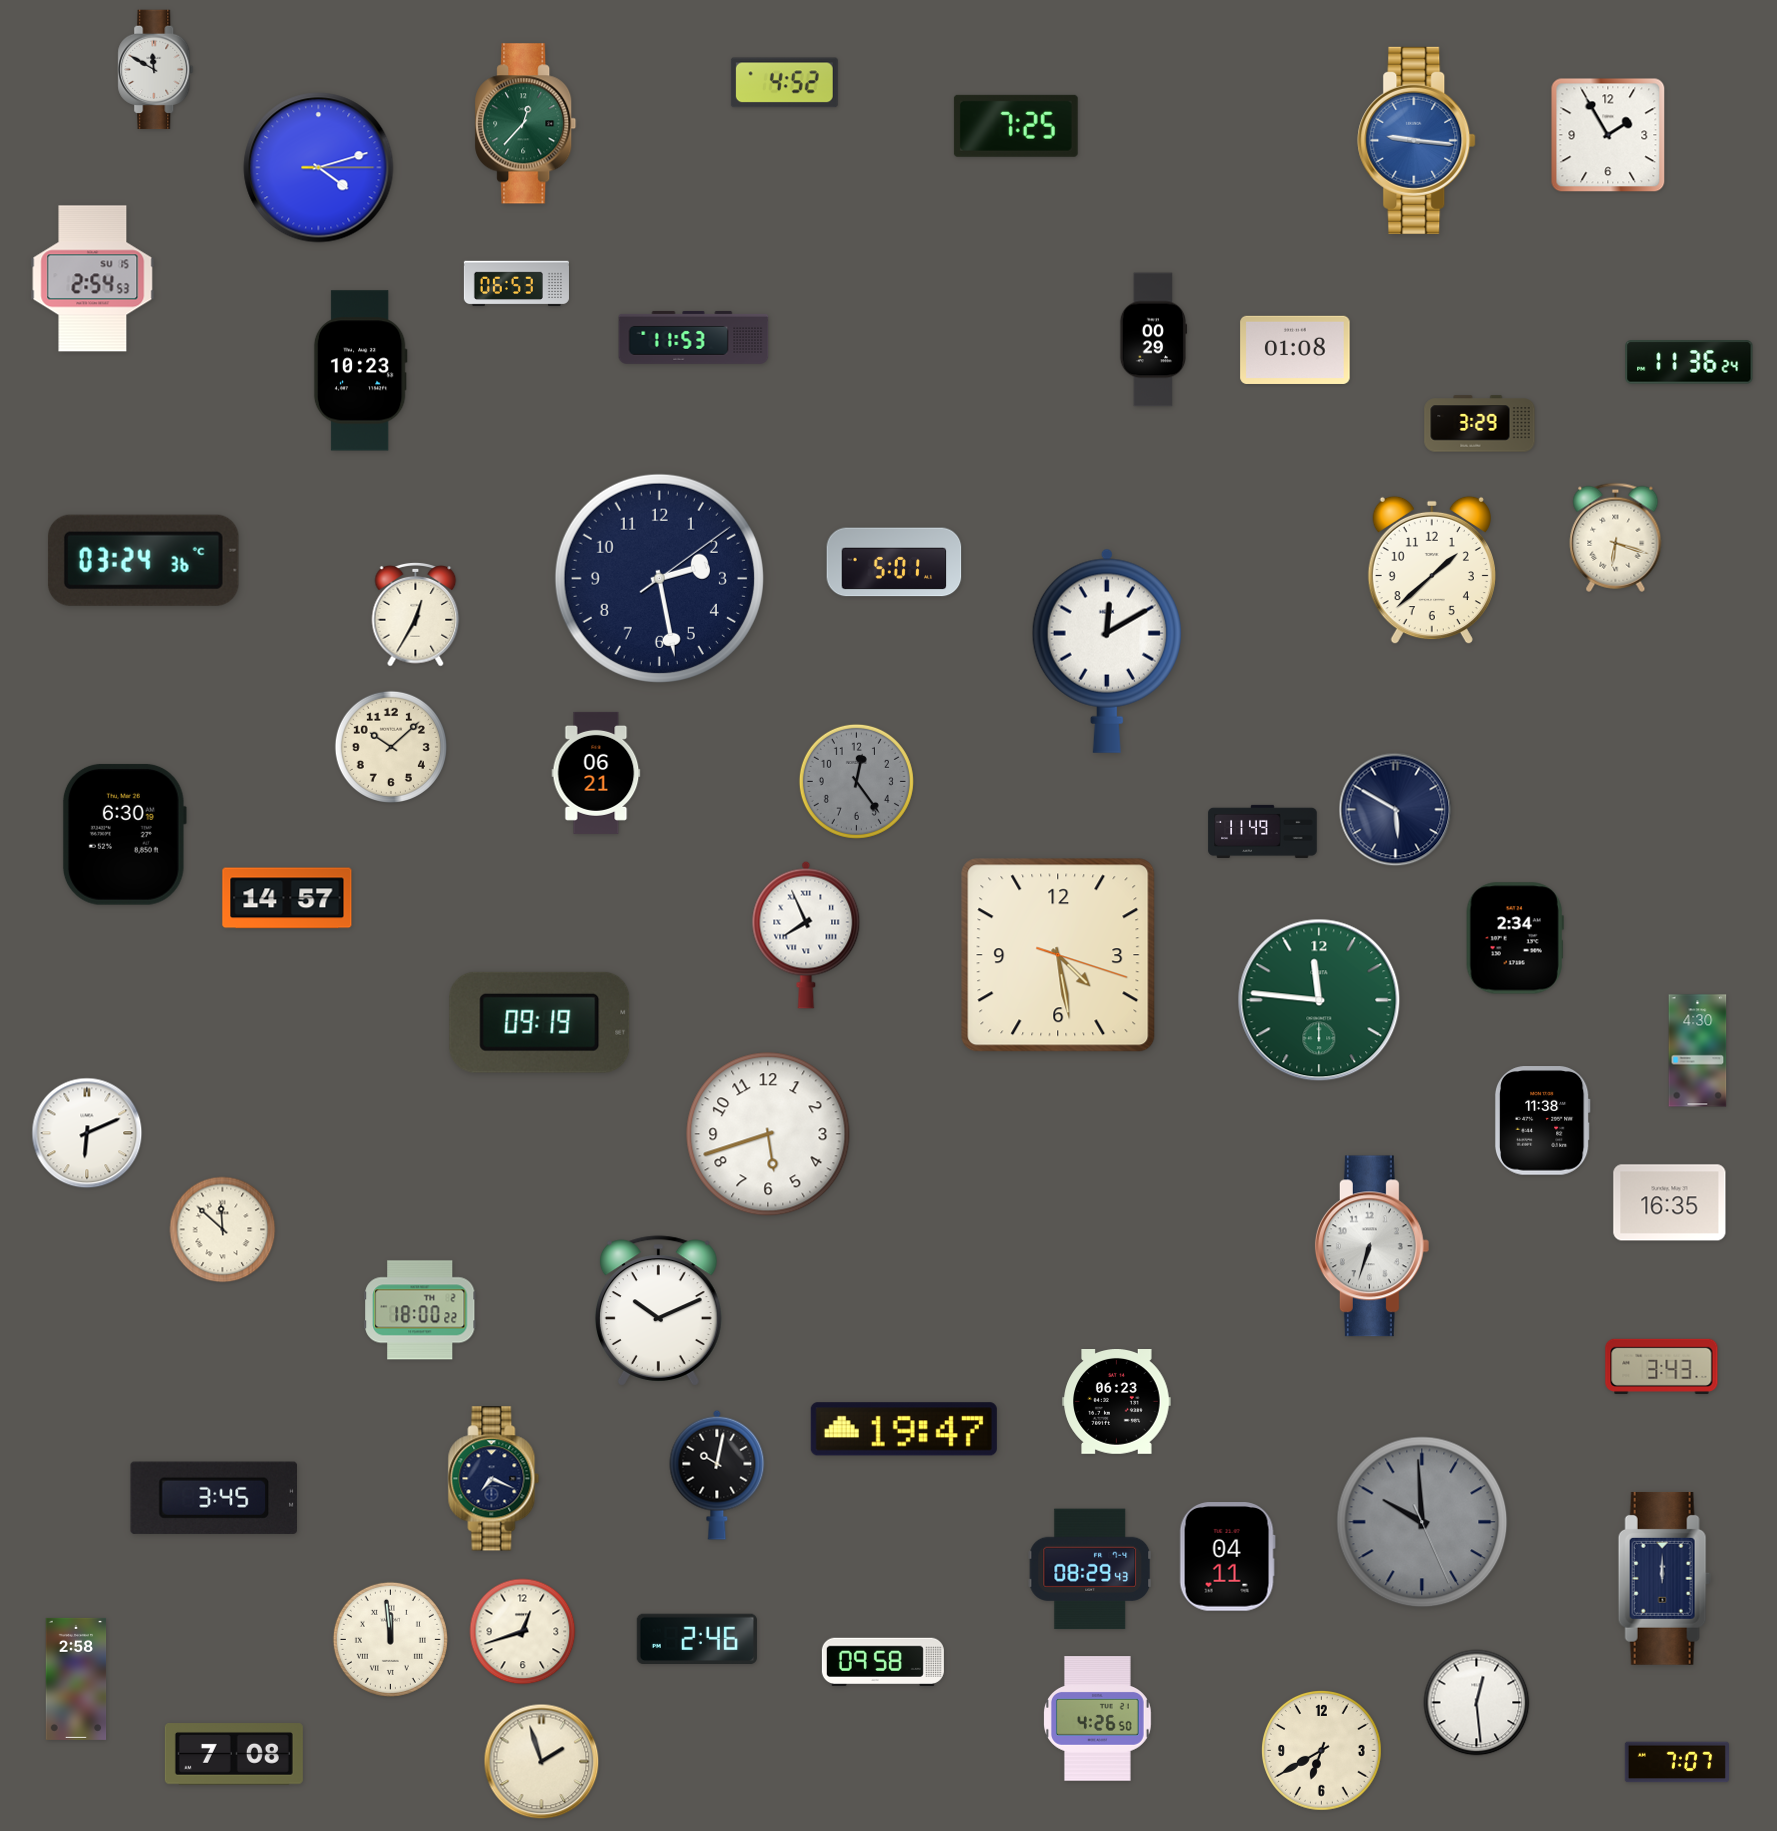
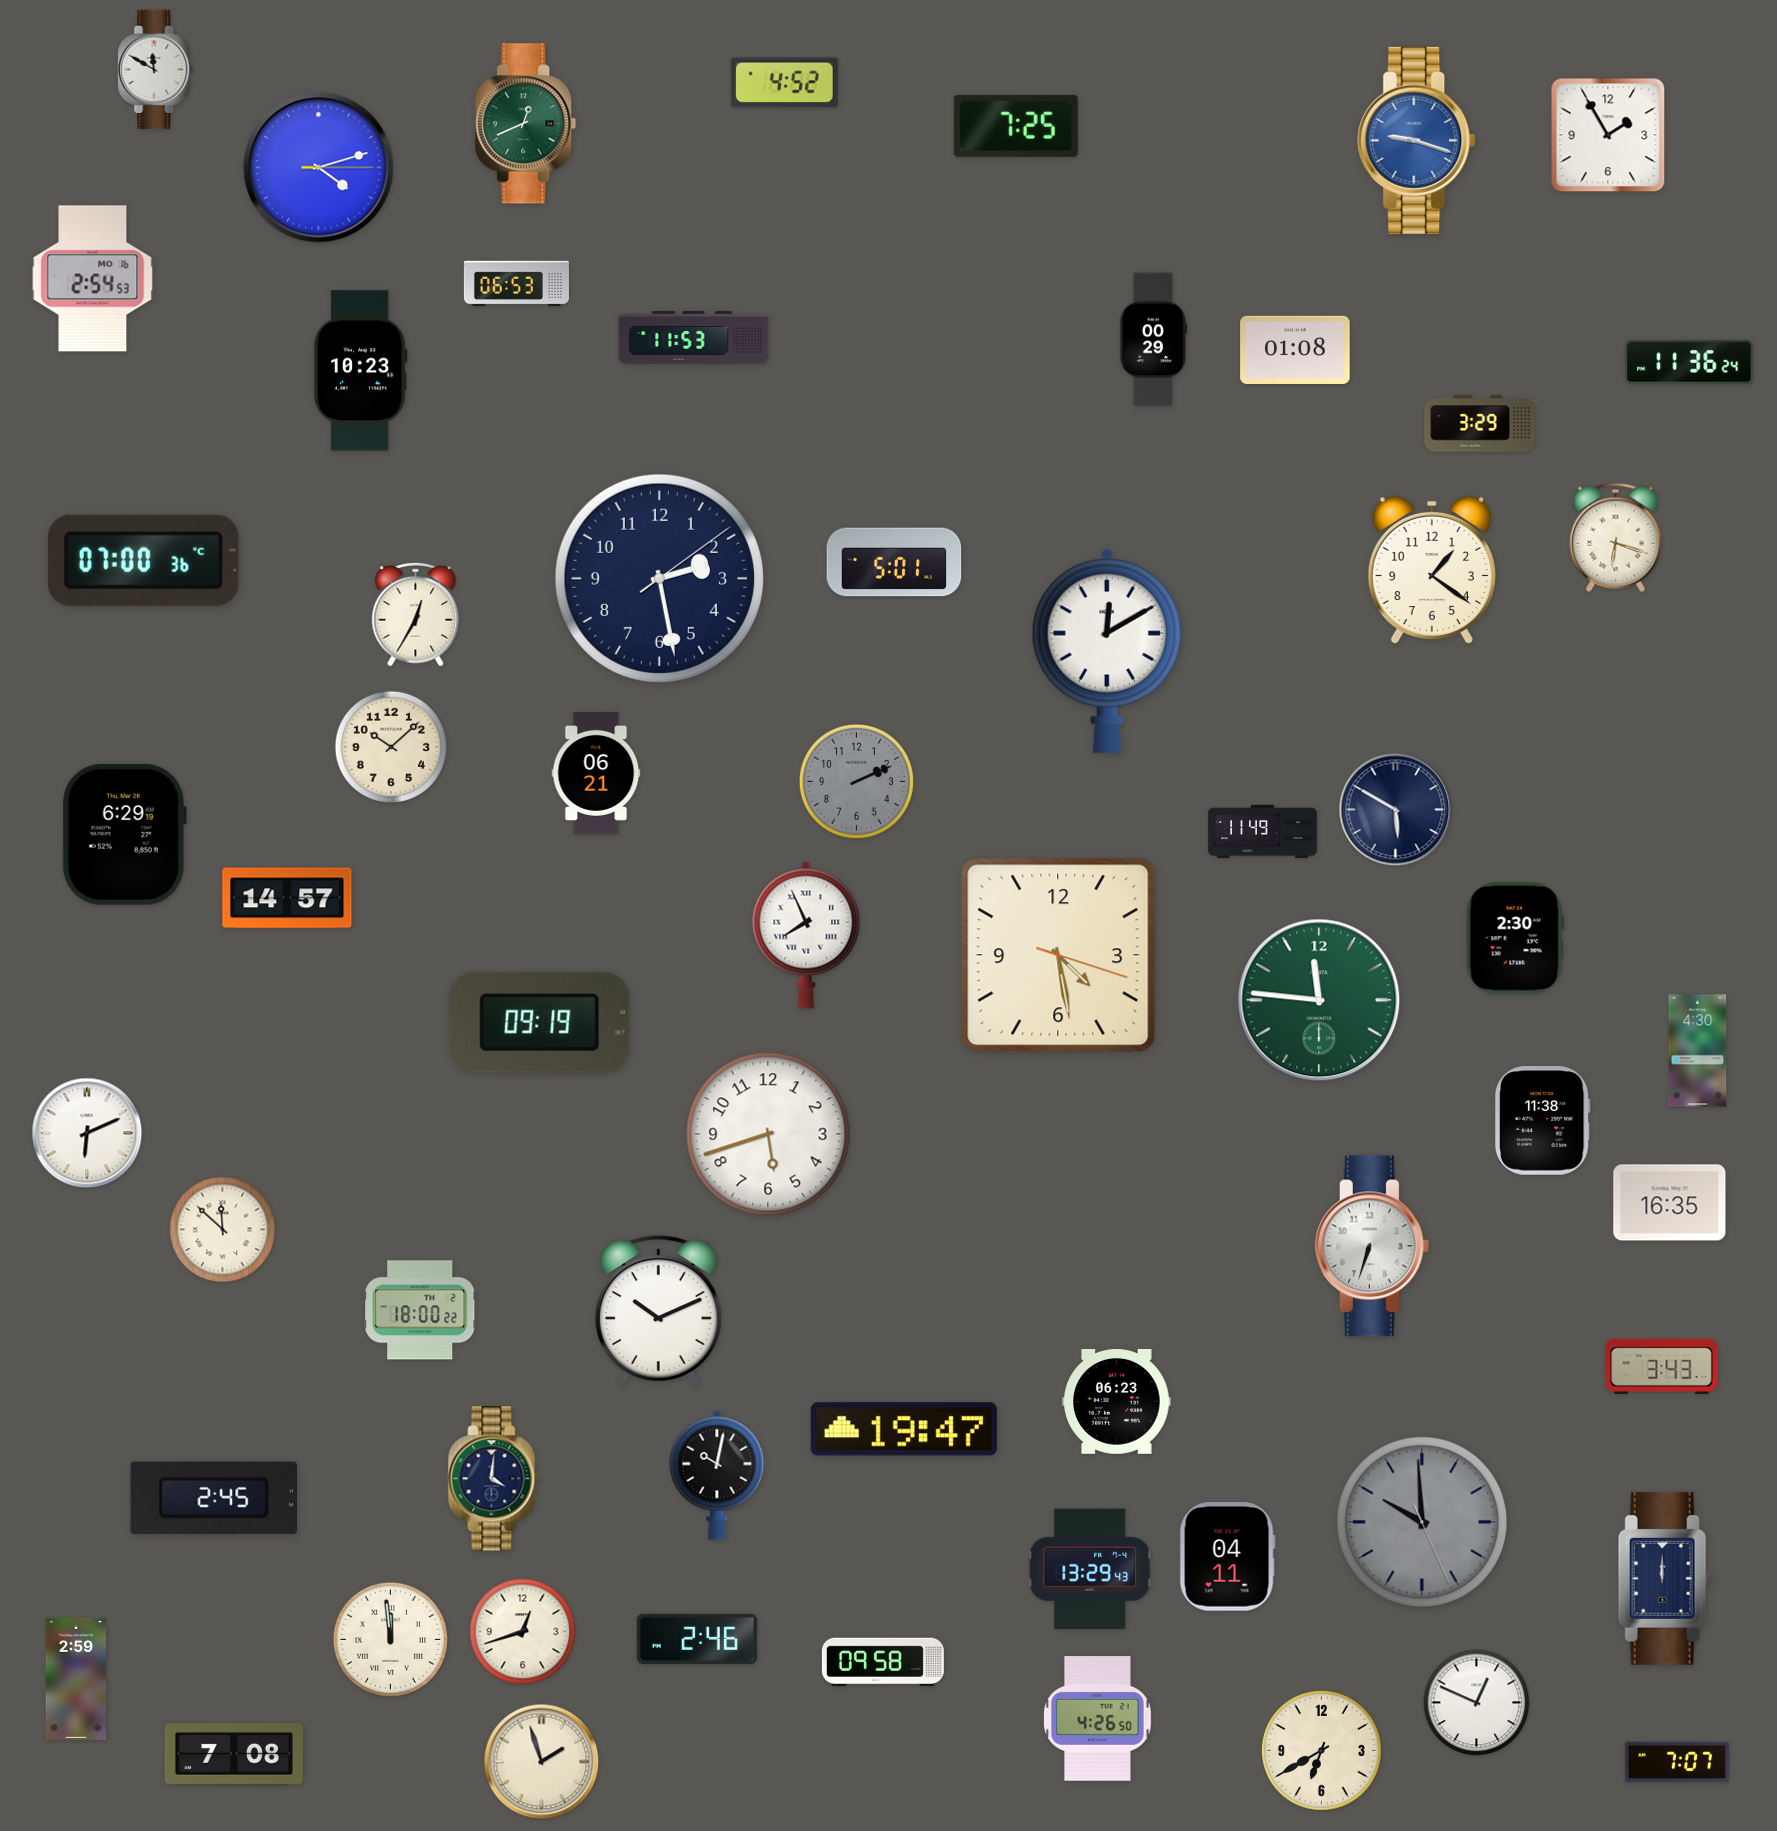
clock at (526, 124): 12:37 -> 12:41
clock at (1417, 140): 9:16 -> 9:18
clock at (93, 279) date: SU 15 -> MO 16
clock at (143, 560): 03:24 -> 07:00
clock at (1432, 570): 1:38 -> 1:21
clock at (856, 781): 12:24 -> 2:11
clock at (124, 834): 6:30 -> 6:29
clock at (1515, 938): 2:34 -> 2:30
clock at (494, 1479): 7:19 -> 4:01
clock at (213, 1498): 3:45 -> 2:45
clock at (1090, 1569): 08:29 -> 13:29
clock at (76, 1679): 2:58 -> 2:59
clock at (1477, 1703): 12:29 -> 12:49
